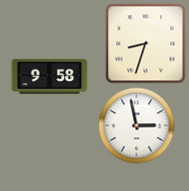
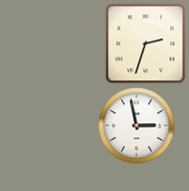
clock at (146, 44): 8:33 -> 2:33
clock at (50, 76): 9:58 -> none
